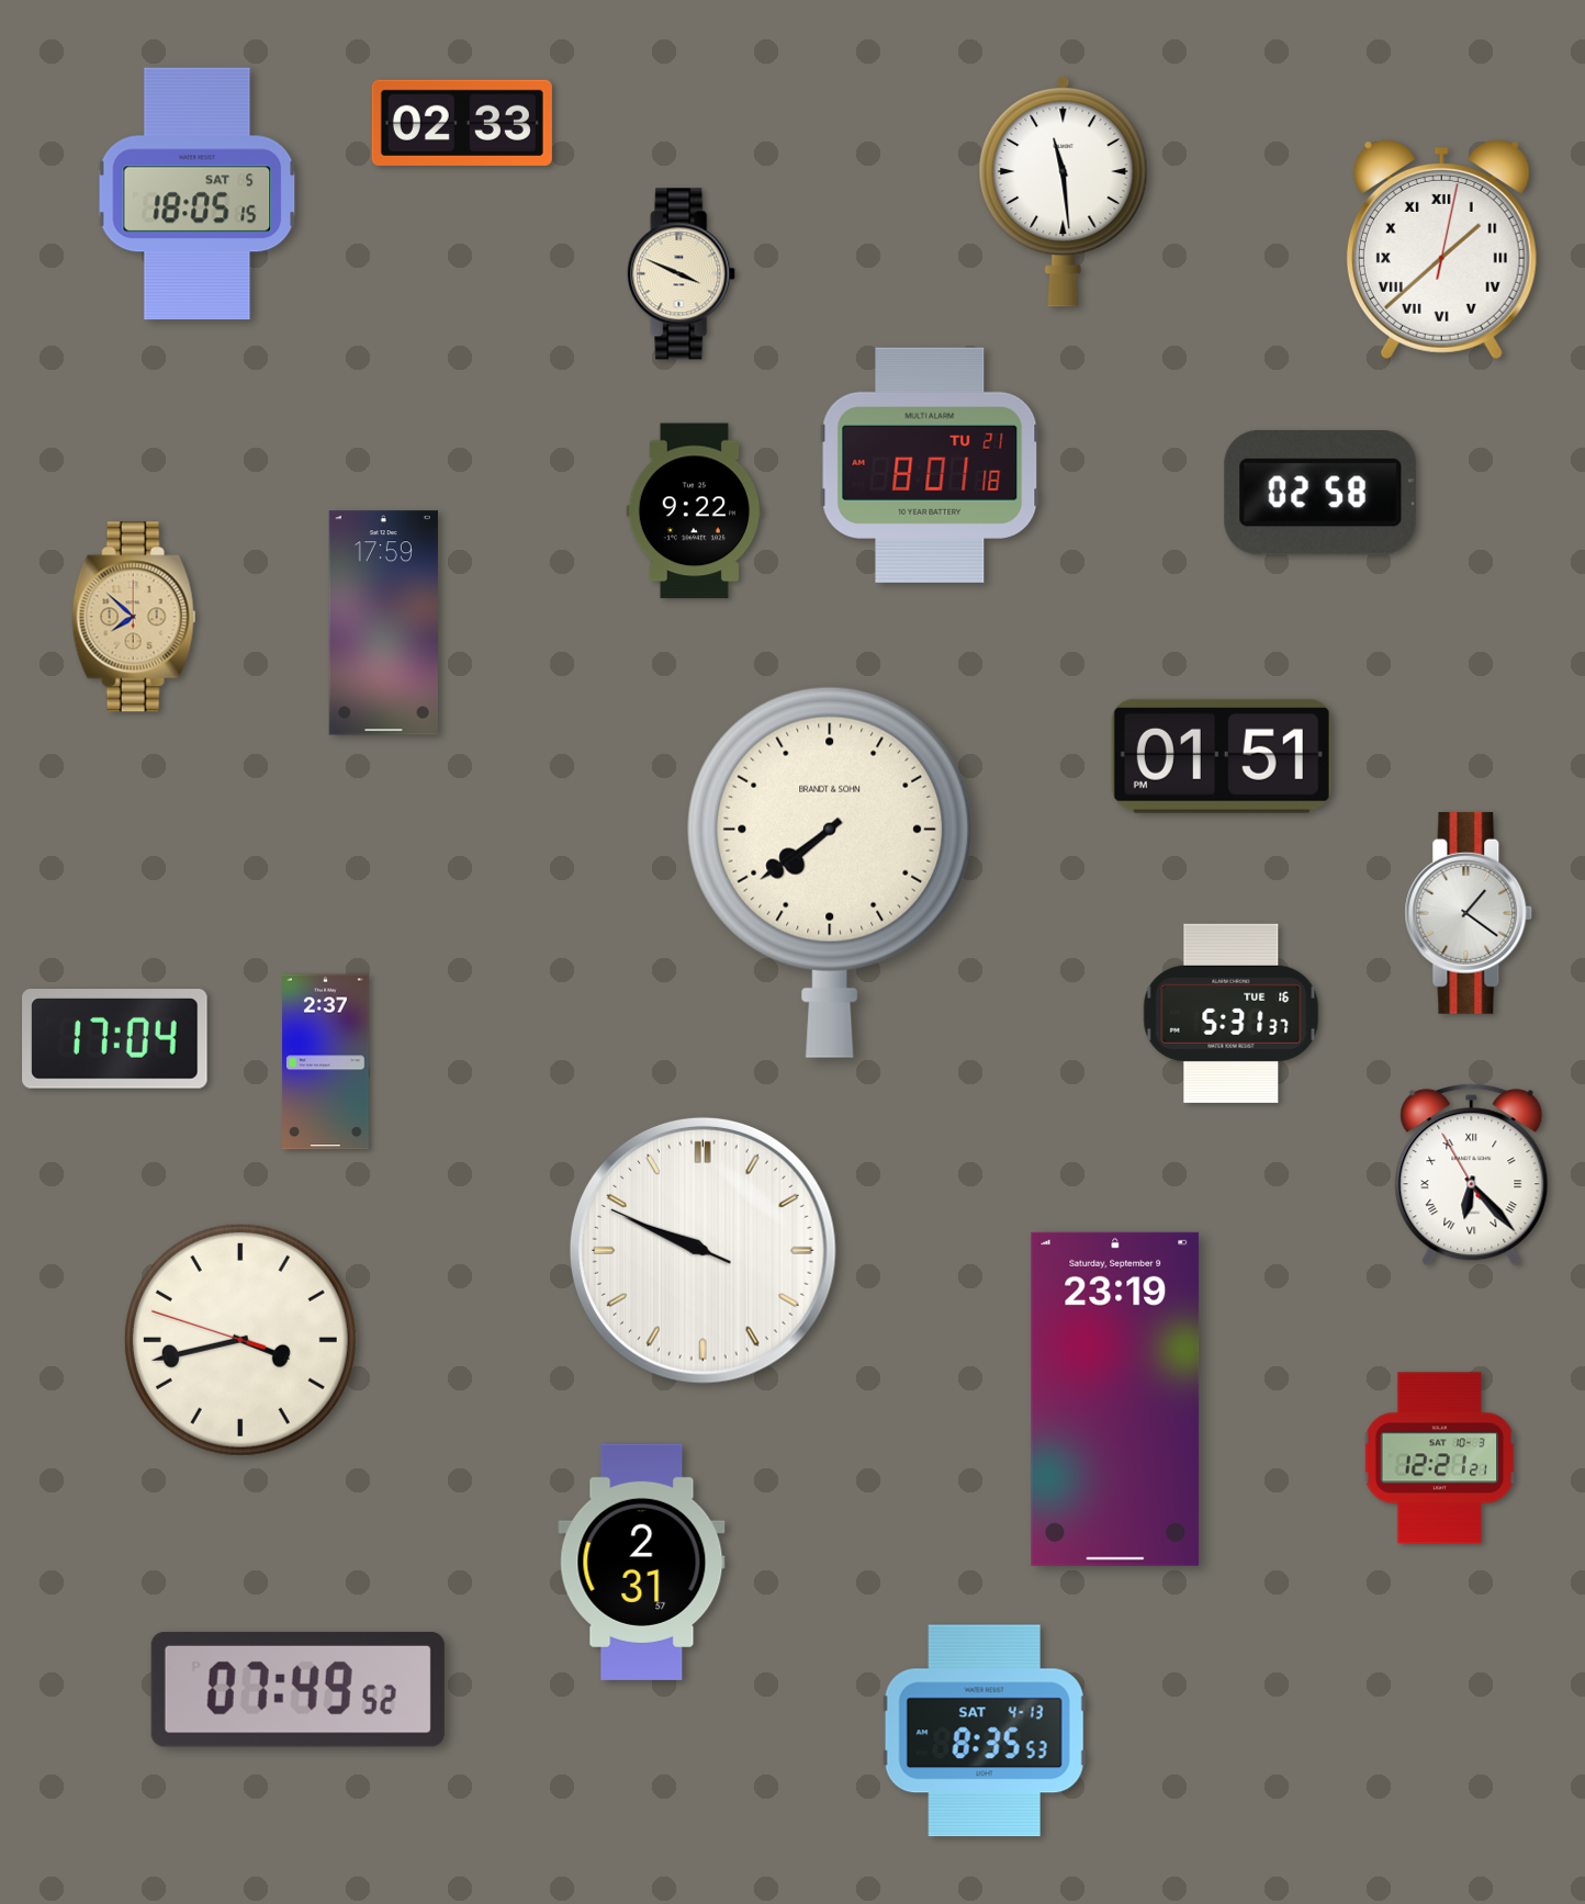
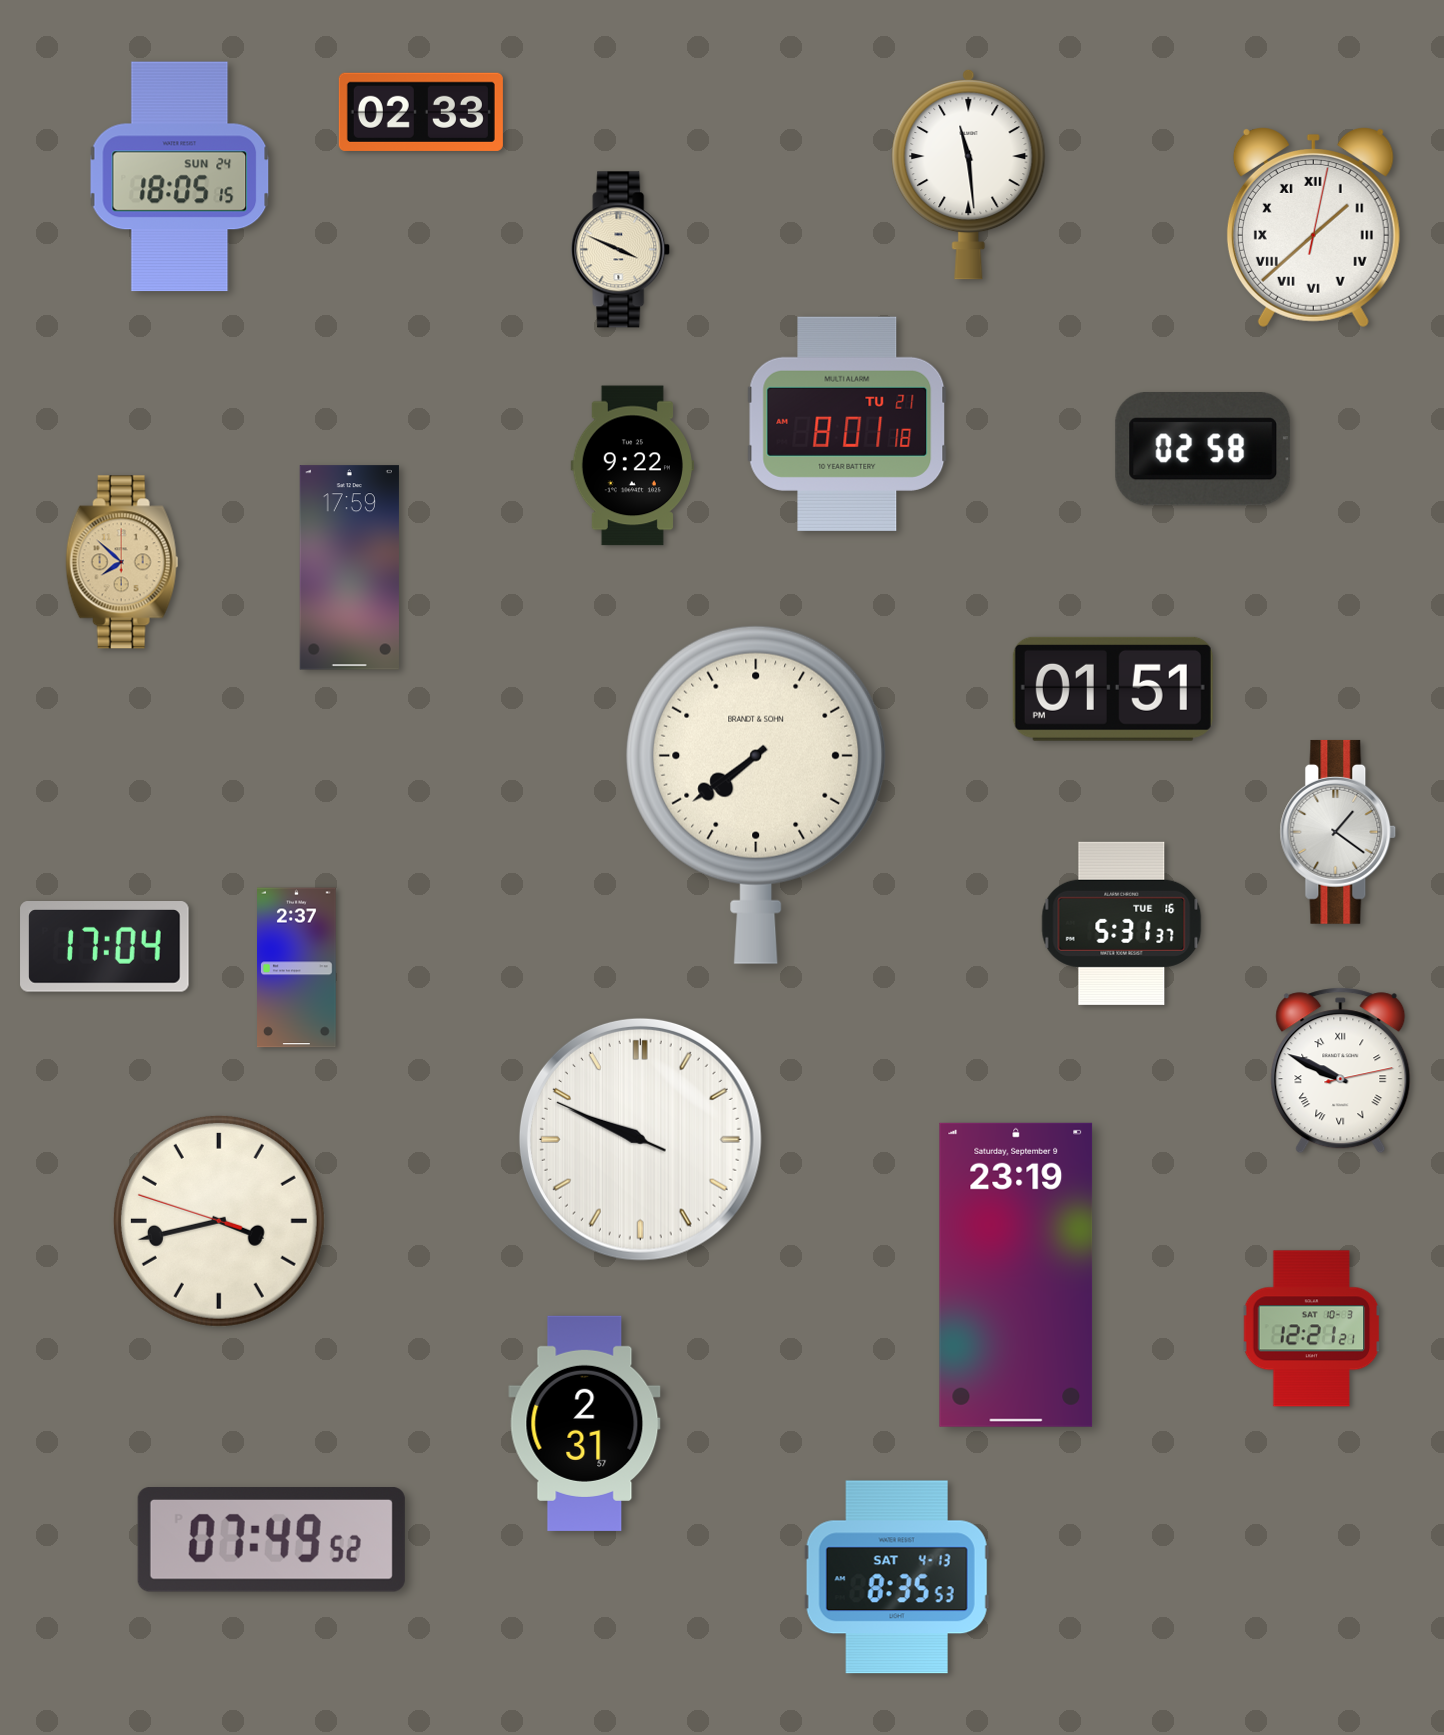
clock at (198, 194) date: SAT 5 -> SUN 24
clock at (1472, 1175): 6:22 -> 9:49
